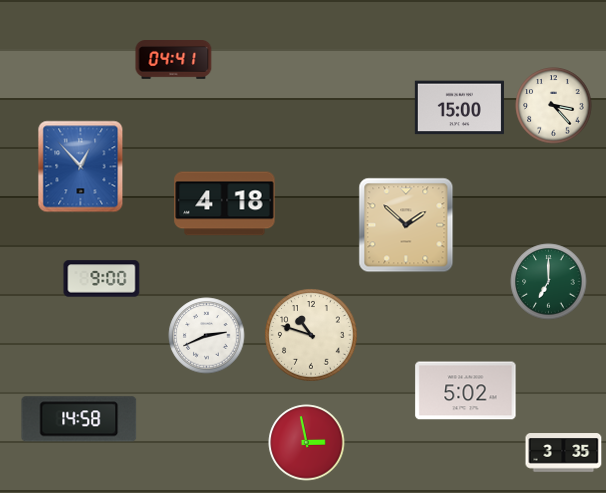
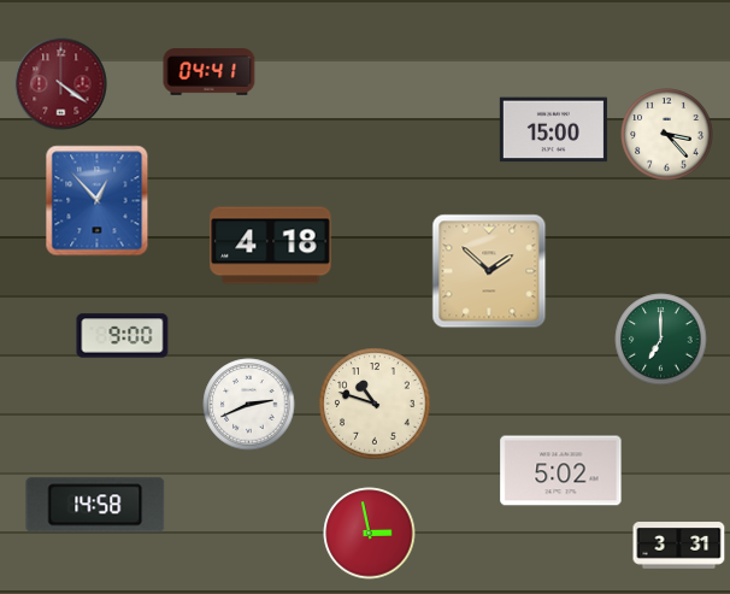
clock at (61, 84): none -> 4:21
clock at (554, 106) position: (554, 106) -> (667, 135)
clock at (564, 453): 3:35 -> 3:31
